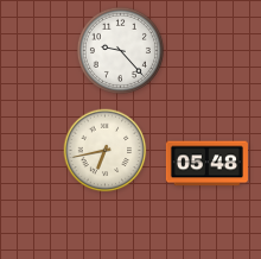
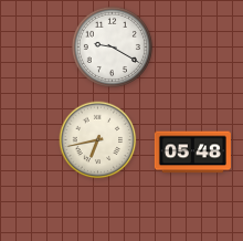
clock at (120, 50): 9:23 -> 9:20
